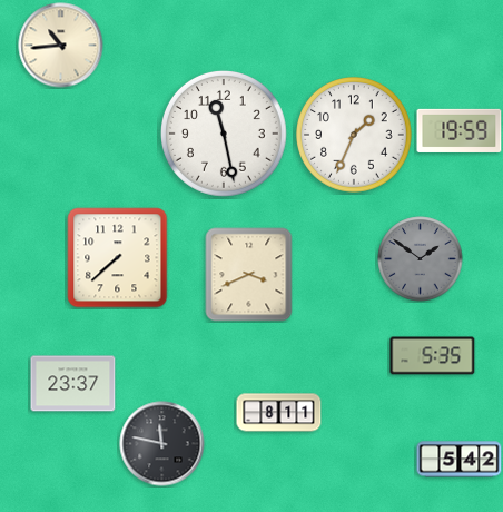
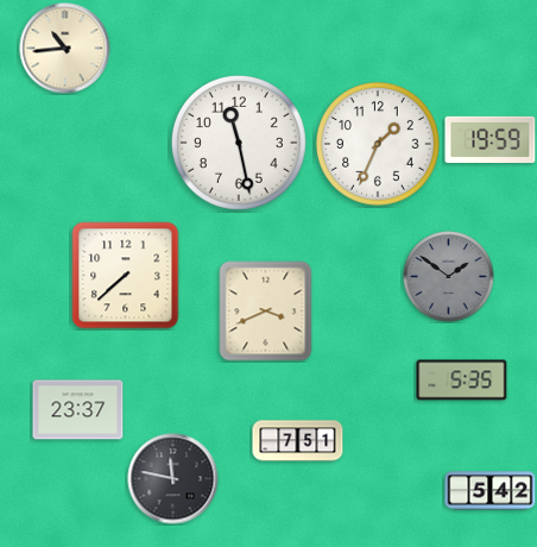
clock at (249, 275) position: (249, 275) -> (266, 312)
clock at (279, 413): 8:11 -> 7:51
clock at (162, 444) position: (162, 444) -> (173, 479)
